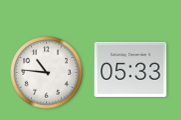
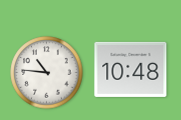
clock at (131, 69): 05:33 -> 10:48
